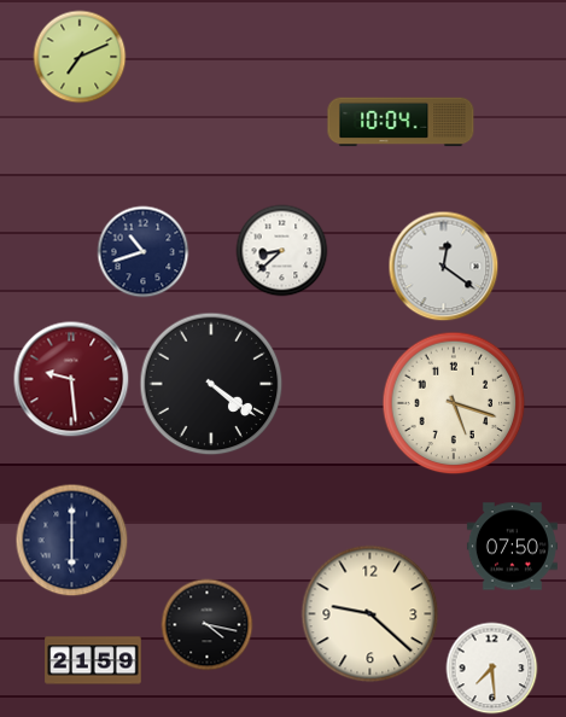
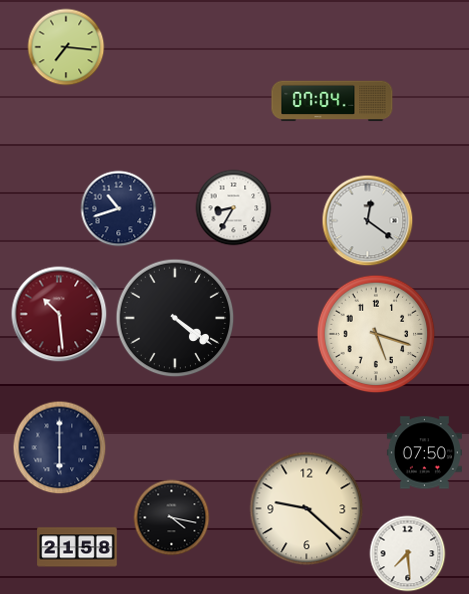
clock at (80, 57): 7:11 -> 7:16
clock at (401, 122): 10:04 -> 07:04
clock at (282, 251): 8:38 -> 8:35
clock at (71, 379): 9:29 -> 10:29
clock at (93, 660): 21:59 -> 21:58
